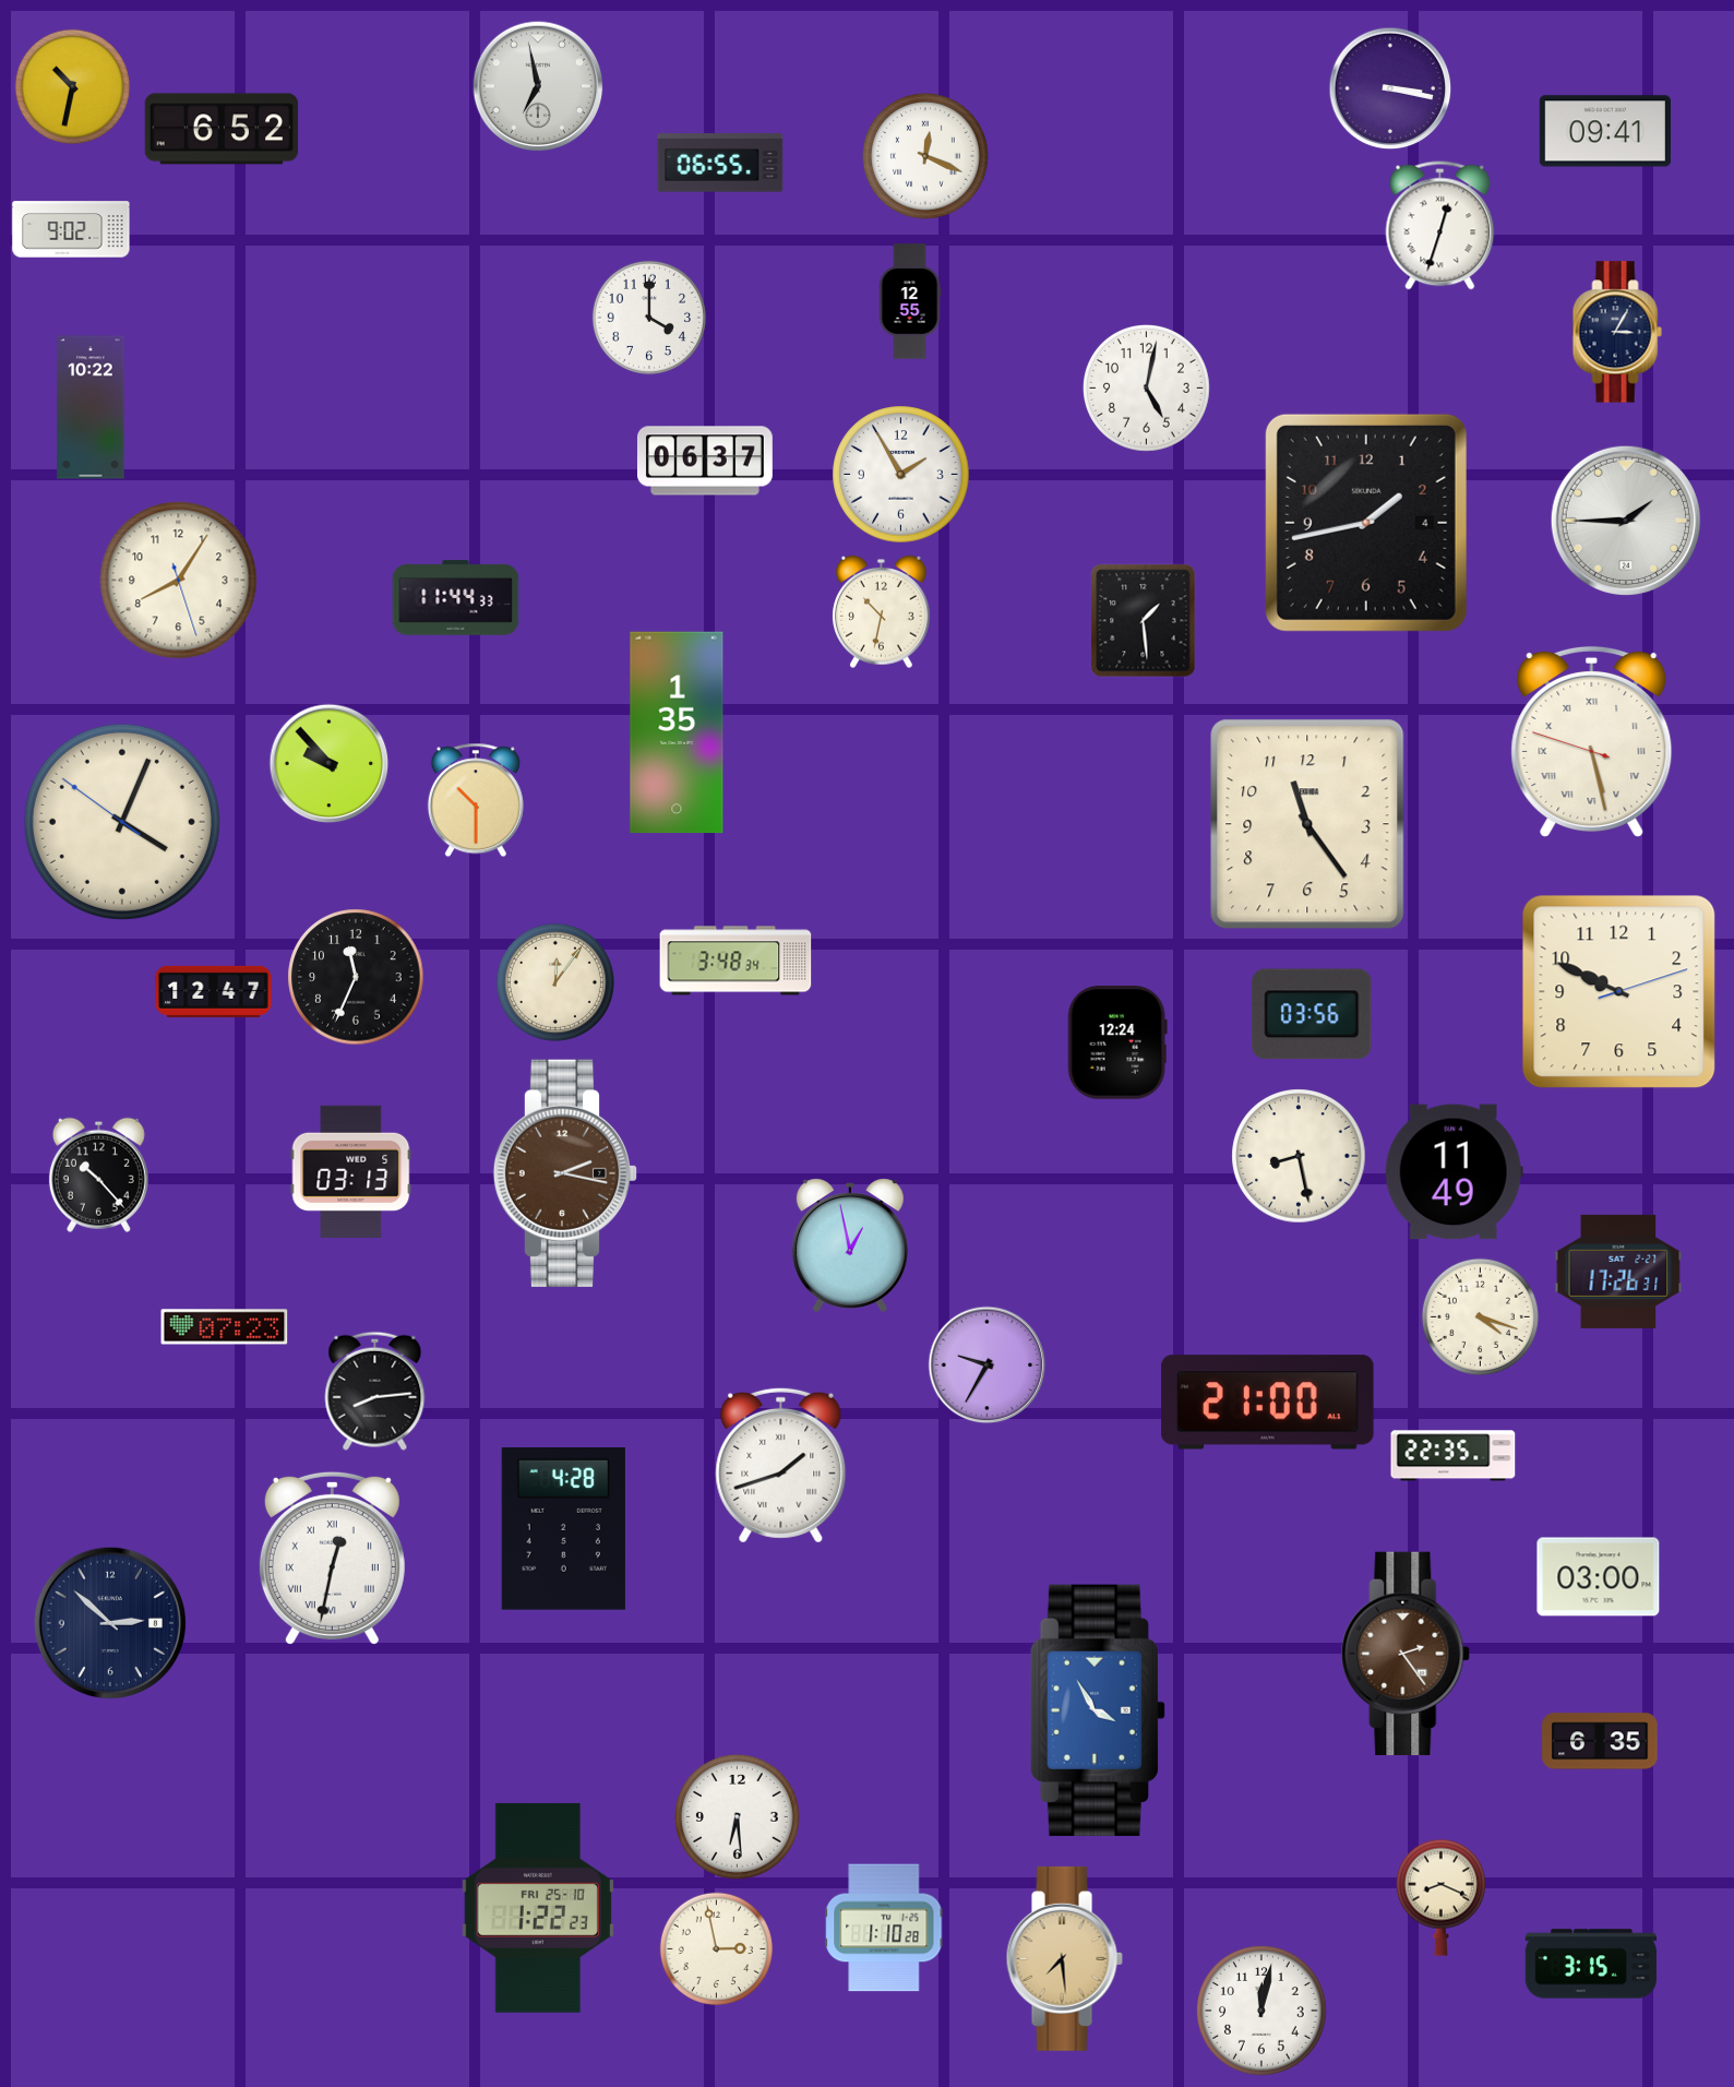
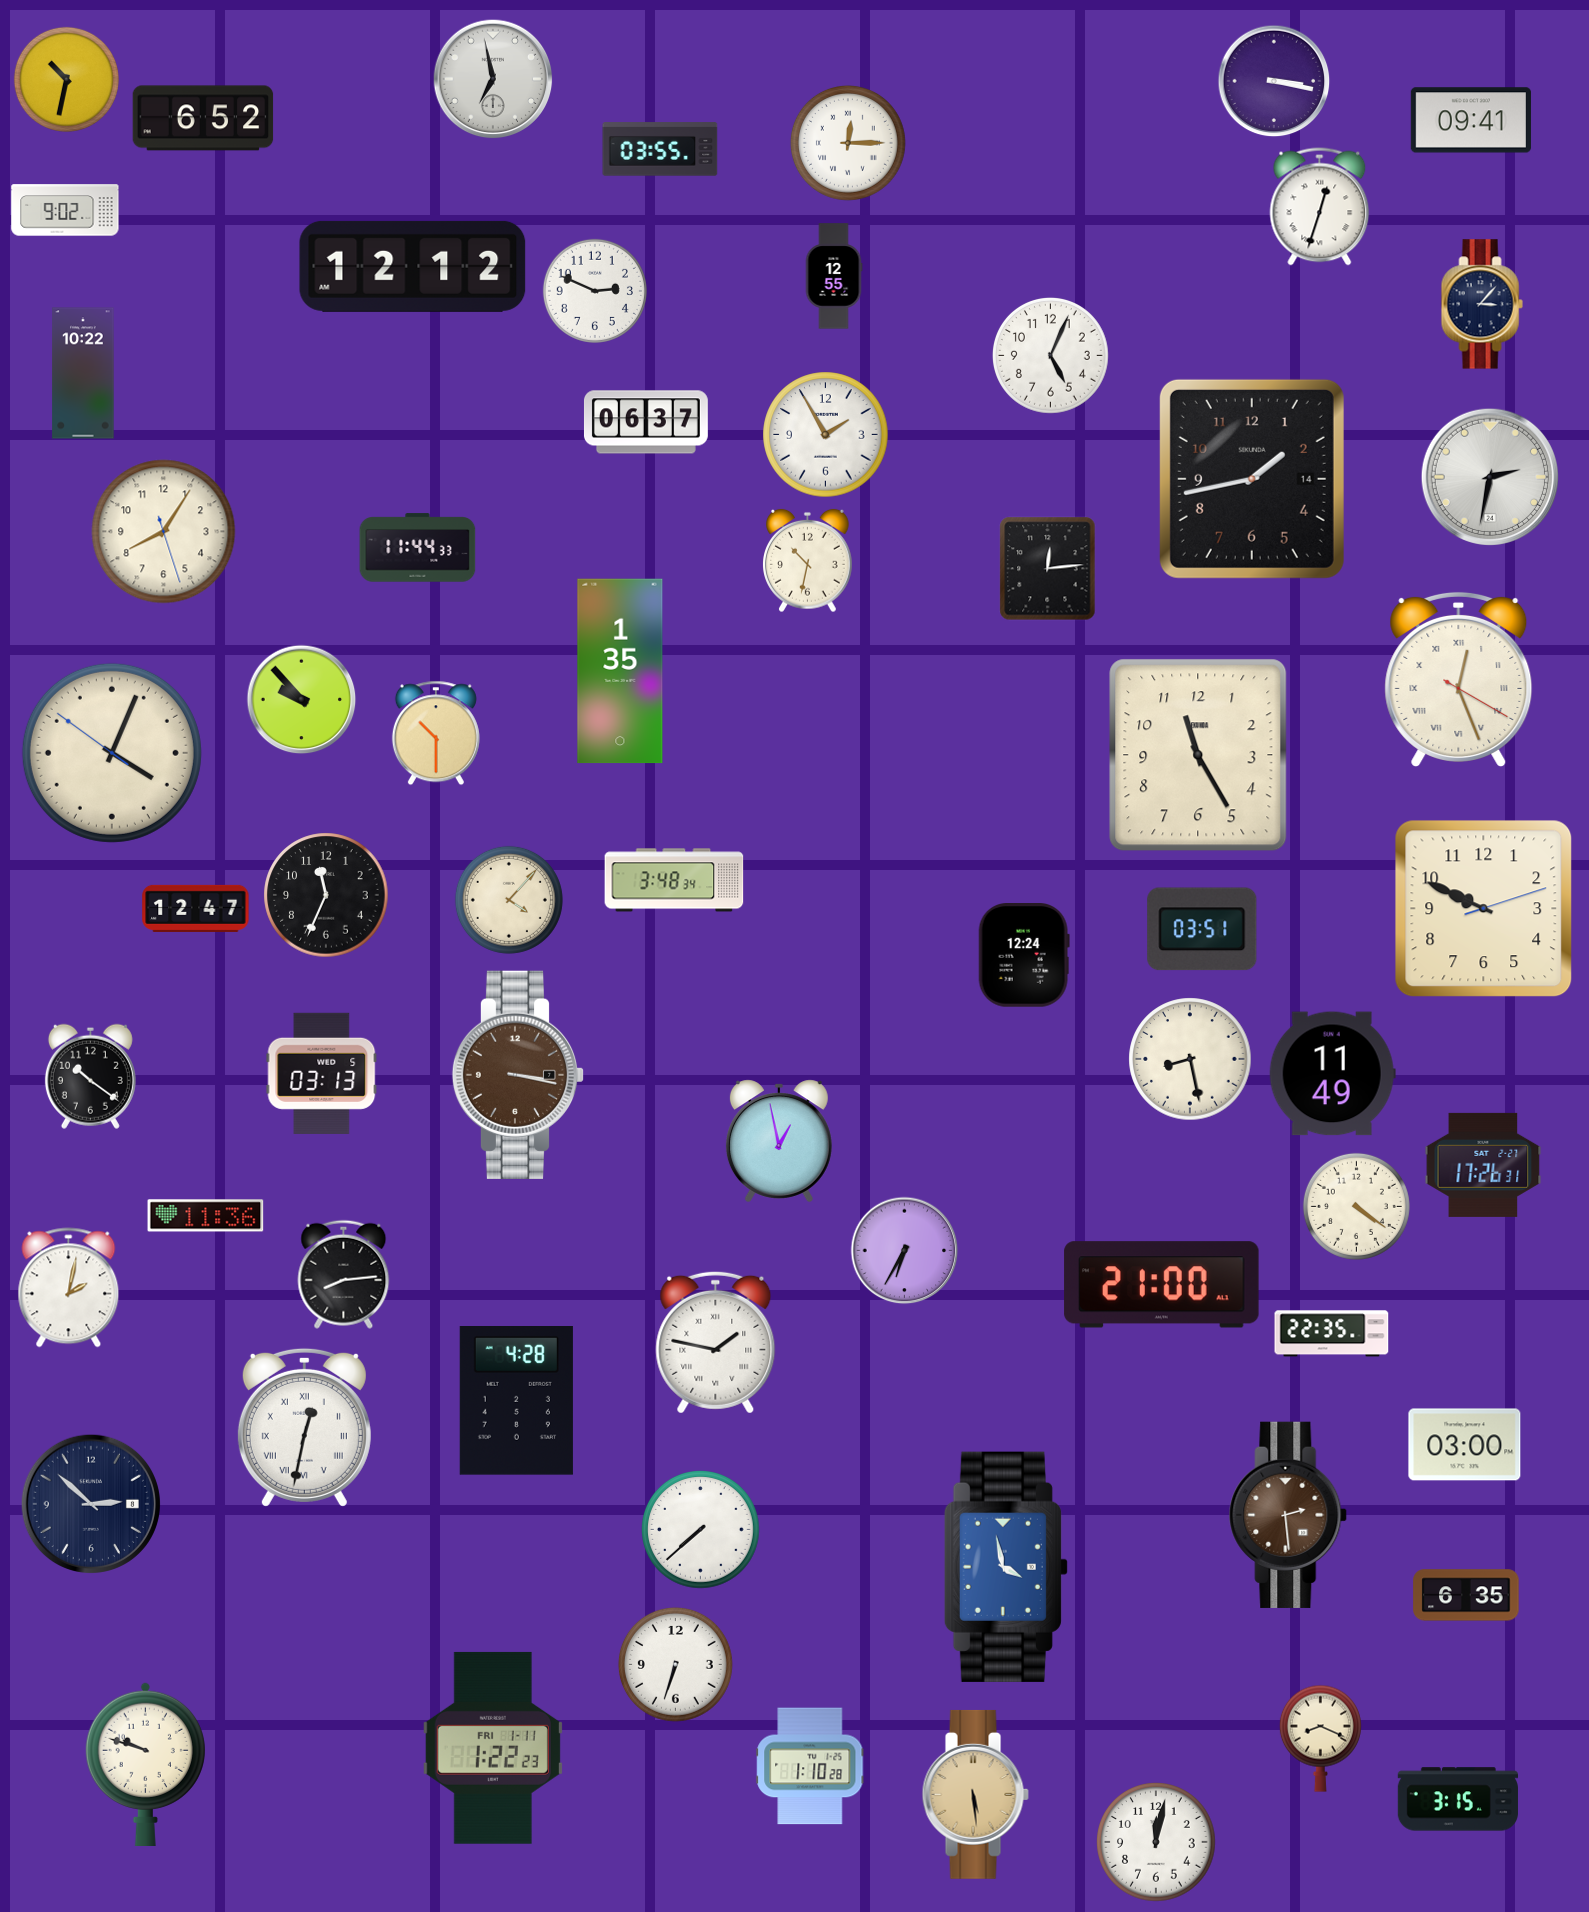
clock at (925, 156): 12:19 -> 12:15
clock at (720, 163): 06:55 -> 03:55
clock at (413, 266): none -> 12:12
clock at (649, 318): 4:00 -> 2:49
clock at (1617, 332): 3:05 -> 3:07
clock at (1146, 387): 5:02 -> 5:04
clock at (1625, 520): 1:45 -> 2:32
clock at (1366, 523) date: 4 -> 14
clock at (1144, 621): 1:29 -> 12:14
clock at (1592, 741): 5:27 -> 12:26
clock at (1307, 824): 11:24 -> 11:25
clock at (555, 982): 12:06 -> 4:07
clock at (1312, 1014): 03:56 -> 03:51
clock at (565, 1173): 2:17 -> 3:17
clock at (98, 1174): 10:23 -> 10:21
clock at (1480, 1316): 4:18 -> 4:21
clock at (225, 1327): 07:23 -> 11:36
clock at (988, 1366): 9:35 -> 6:35
clock at (69, 1288): none -> 2:02
clock at (781, 1465): 1:42 -> 1:47
clock at (110, 1623) position: (110, 1623) -> (91, 1504)
clock at (1407, 1654): 2:24 -> 2:29
clock at (701, 1530): none -> 7:38
clock at (1098, 1710): 3:55 -> 3:58
clock at (737, 1816): 6:29 -> 6:33
clock at (538, 1908) date: FRI 25-10 -> FRI 1-11
clock at (145, 1763): none -> 9:48
clock at (716, 1948): 2:58 -> none
clock at (1064, 1958): 7:29 -> 5:29
